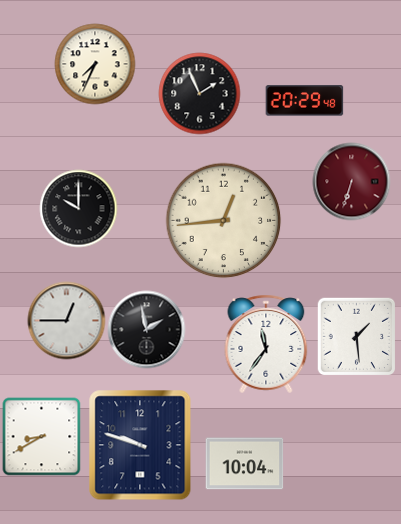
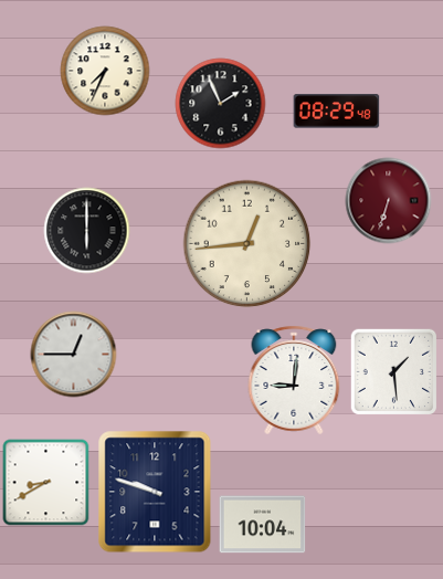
clock at (304, 101): 20:29 -> 08:29
clock at (78, 208): 10:00 -> 6:00
clock at (146, 329): 1:58 -> none
clock at (266, 344): 11:36 -> 9:01
clock at (244, 464) position: (244, 464) -> (262, 525)
